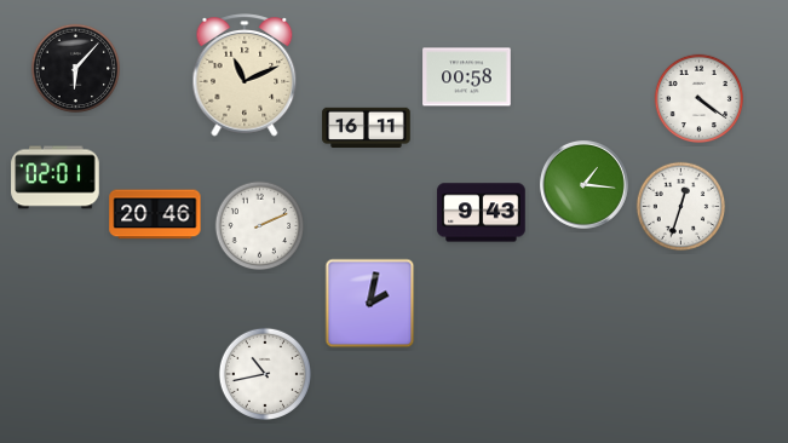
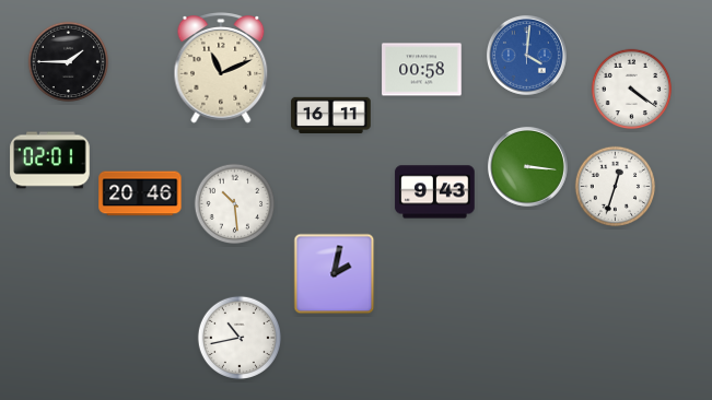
clock at (526, 55): none -> 4:01
clock at (76, 69): 6:07 -> 1:45
clock at (583, 184): 1:16 -> 3:16
clock at (260, 226): 2:11 -> 10:29
